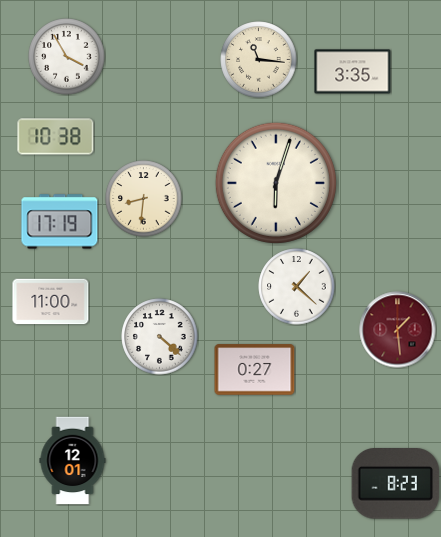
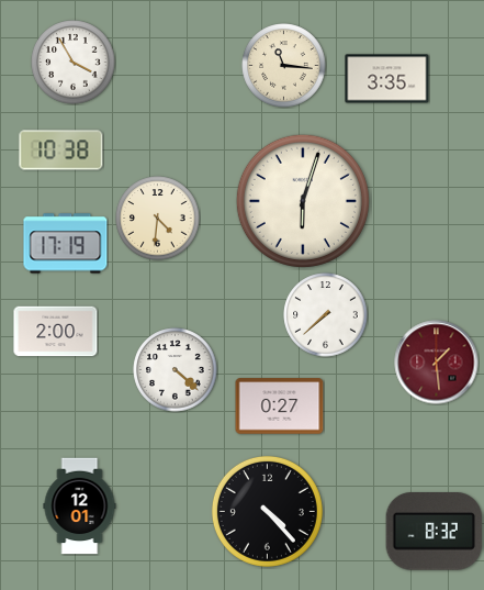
clock at (144, 199): 8:31 -> 4:31
clock at (297, 287): 1:22 -> 7:38
clock at (51, 302): 11:00 -> 2:00
clock at (267, 511): none -> 4:23
clock at (396, 484): 8:23 -> 8:32
